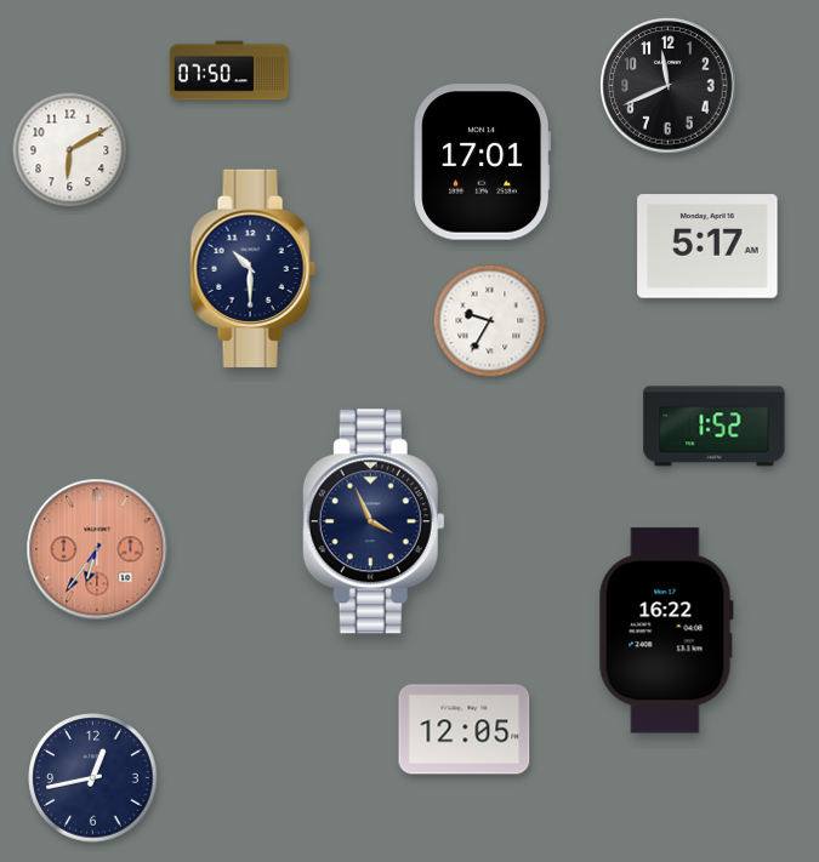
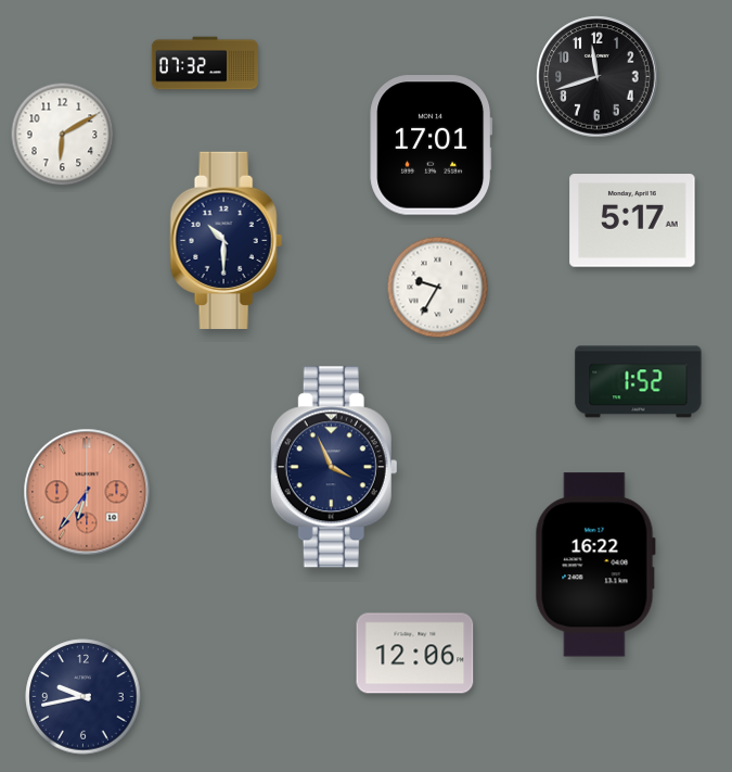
clock at (228, 70): 07:50 -> 07:32
clock at (669, 86): 11:41 -> 11:42
clock at (465, 730): 12:05 -> 12:06
clock at (93, 778): 12:43 -> 9:43
